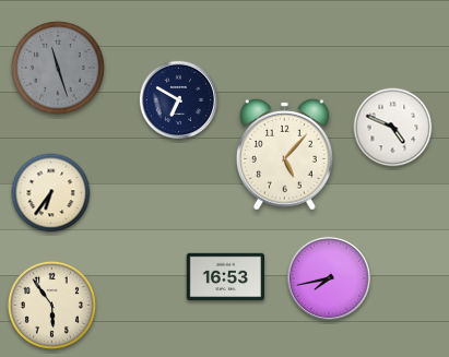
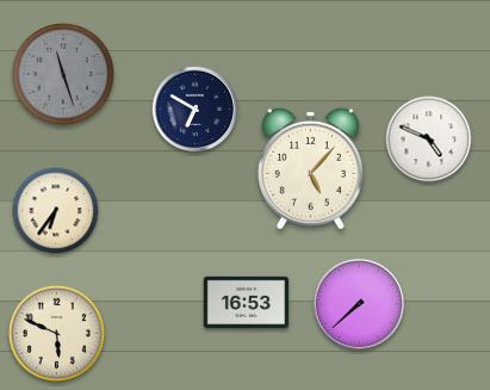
clock at (329, 278): 7:43 -> 7:38
clock at (51, 305): 5:54 -> 5:49
